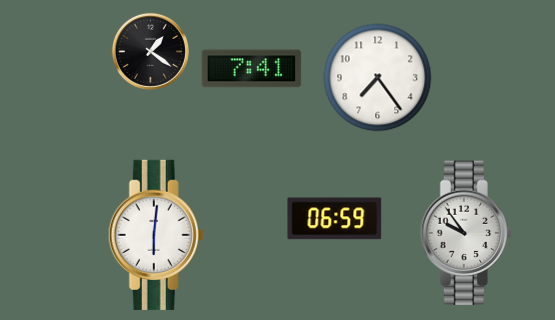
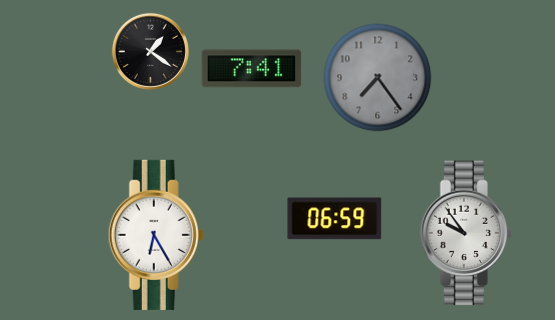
clock at (378, 78) dial: white -> grey
clock at (156, 235): 6:01 -> 6:25
